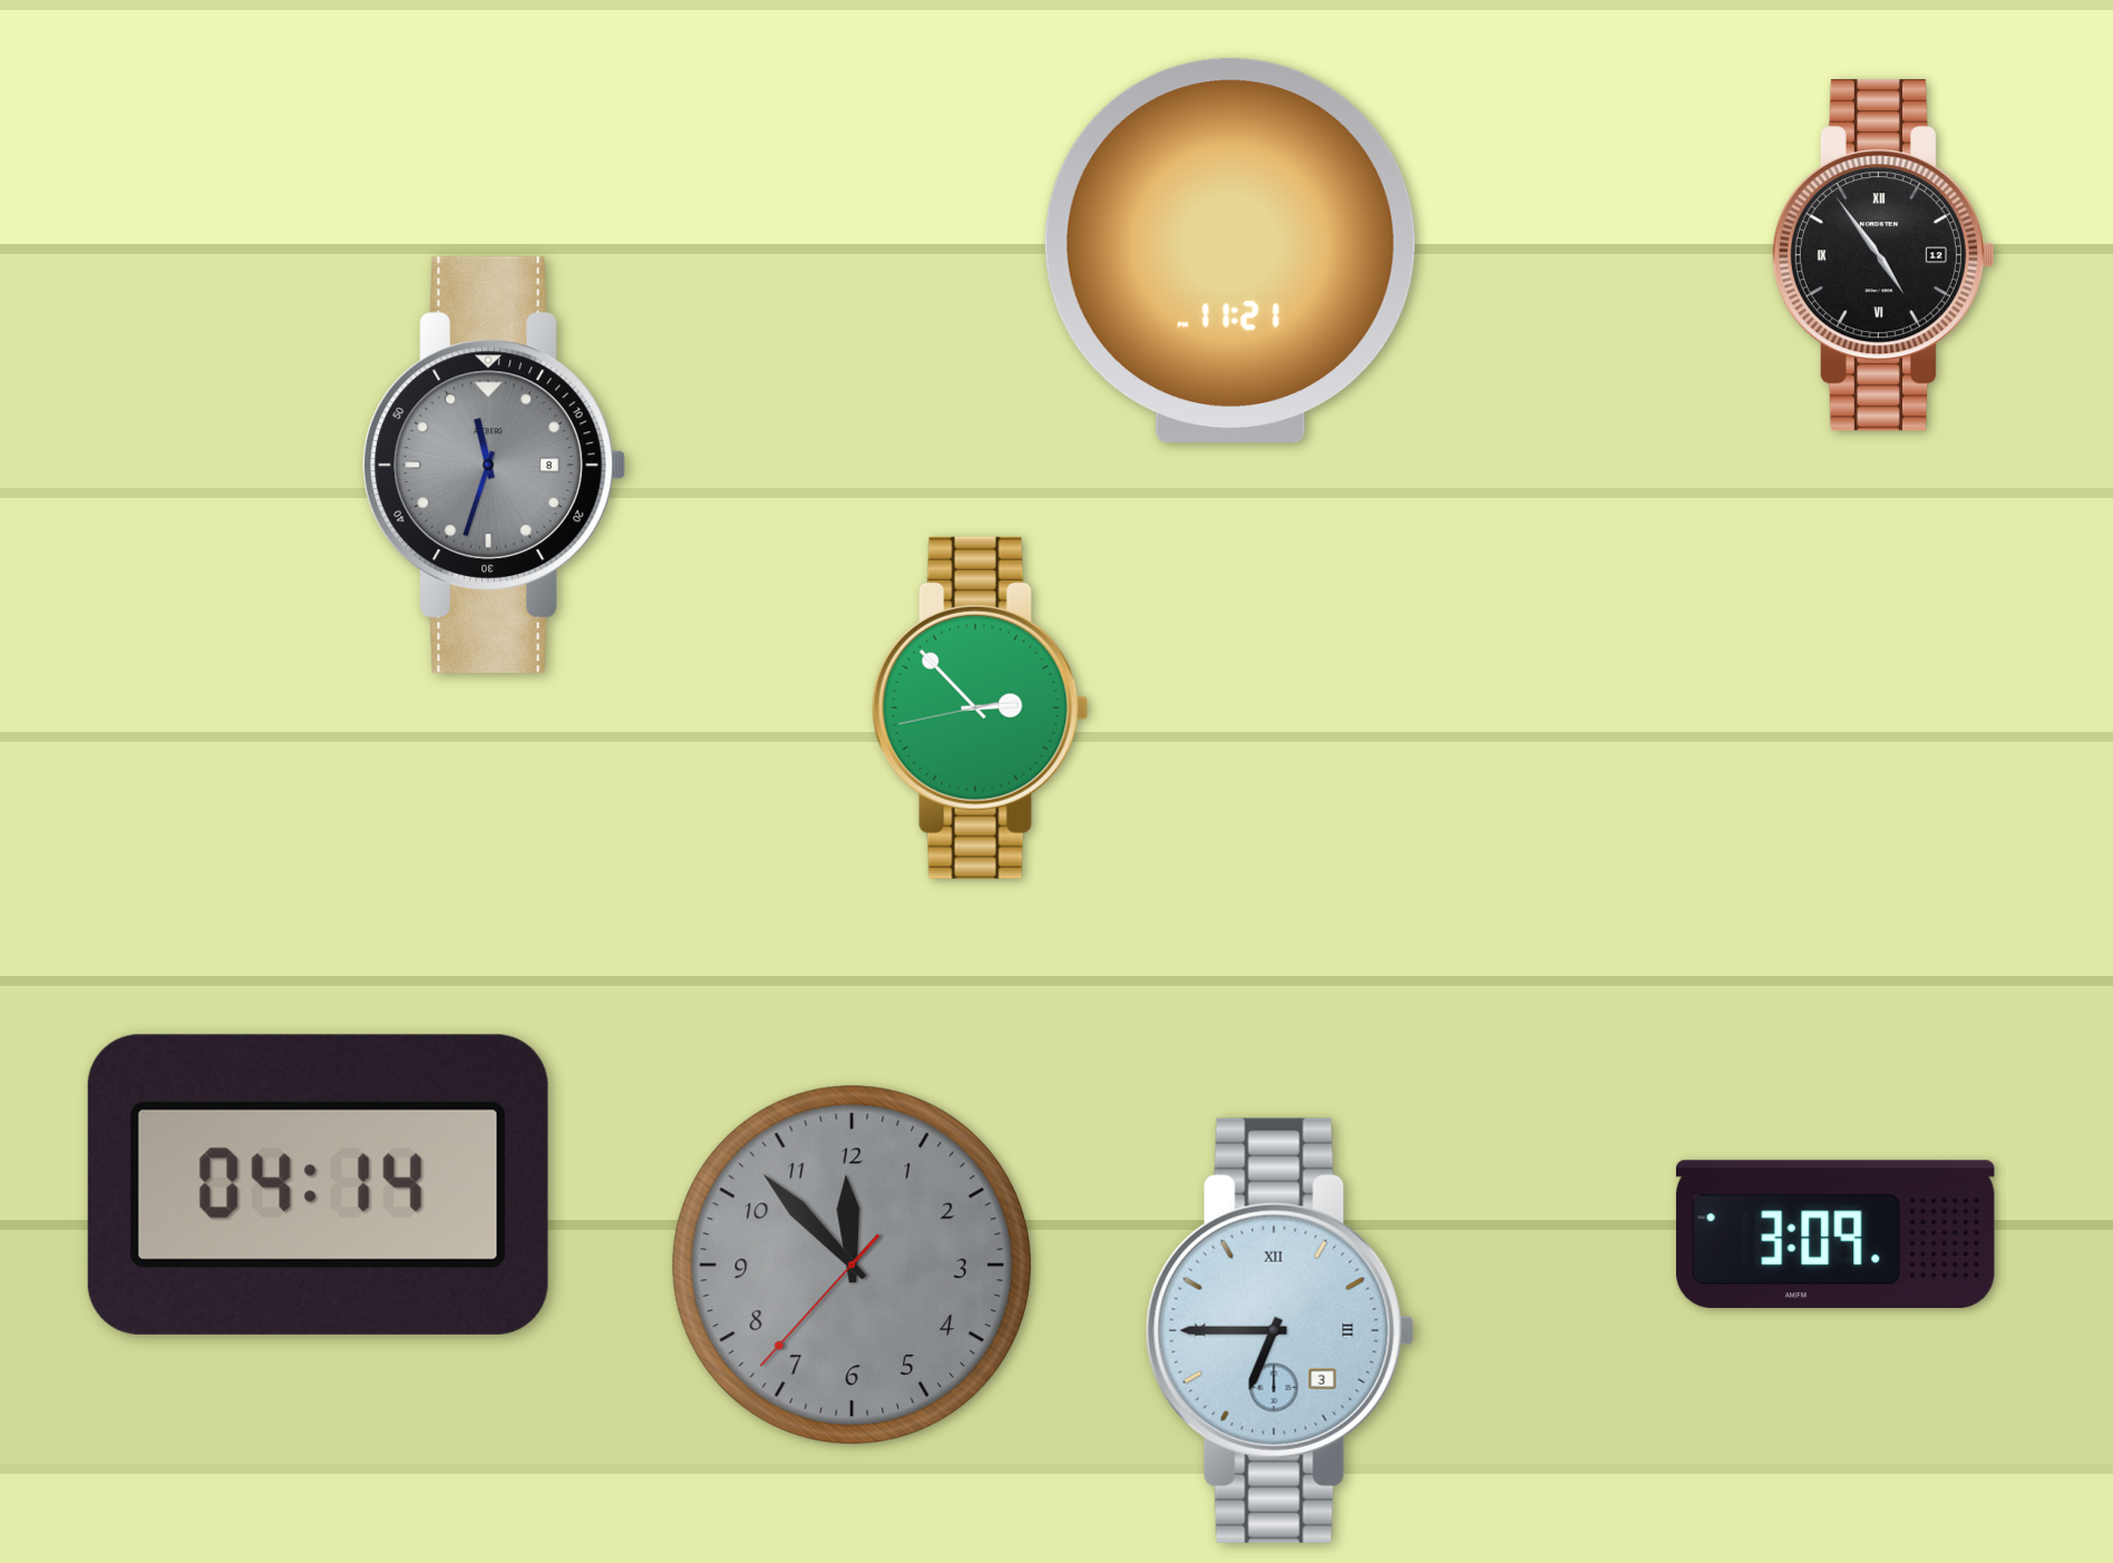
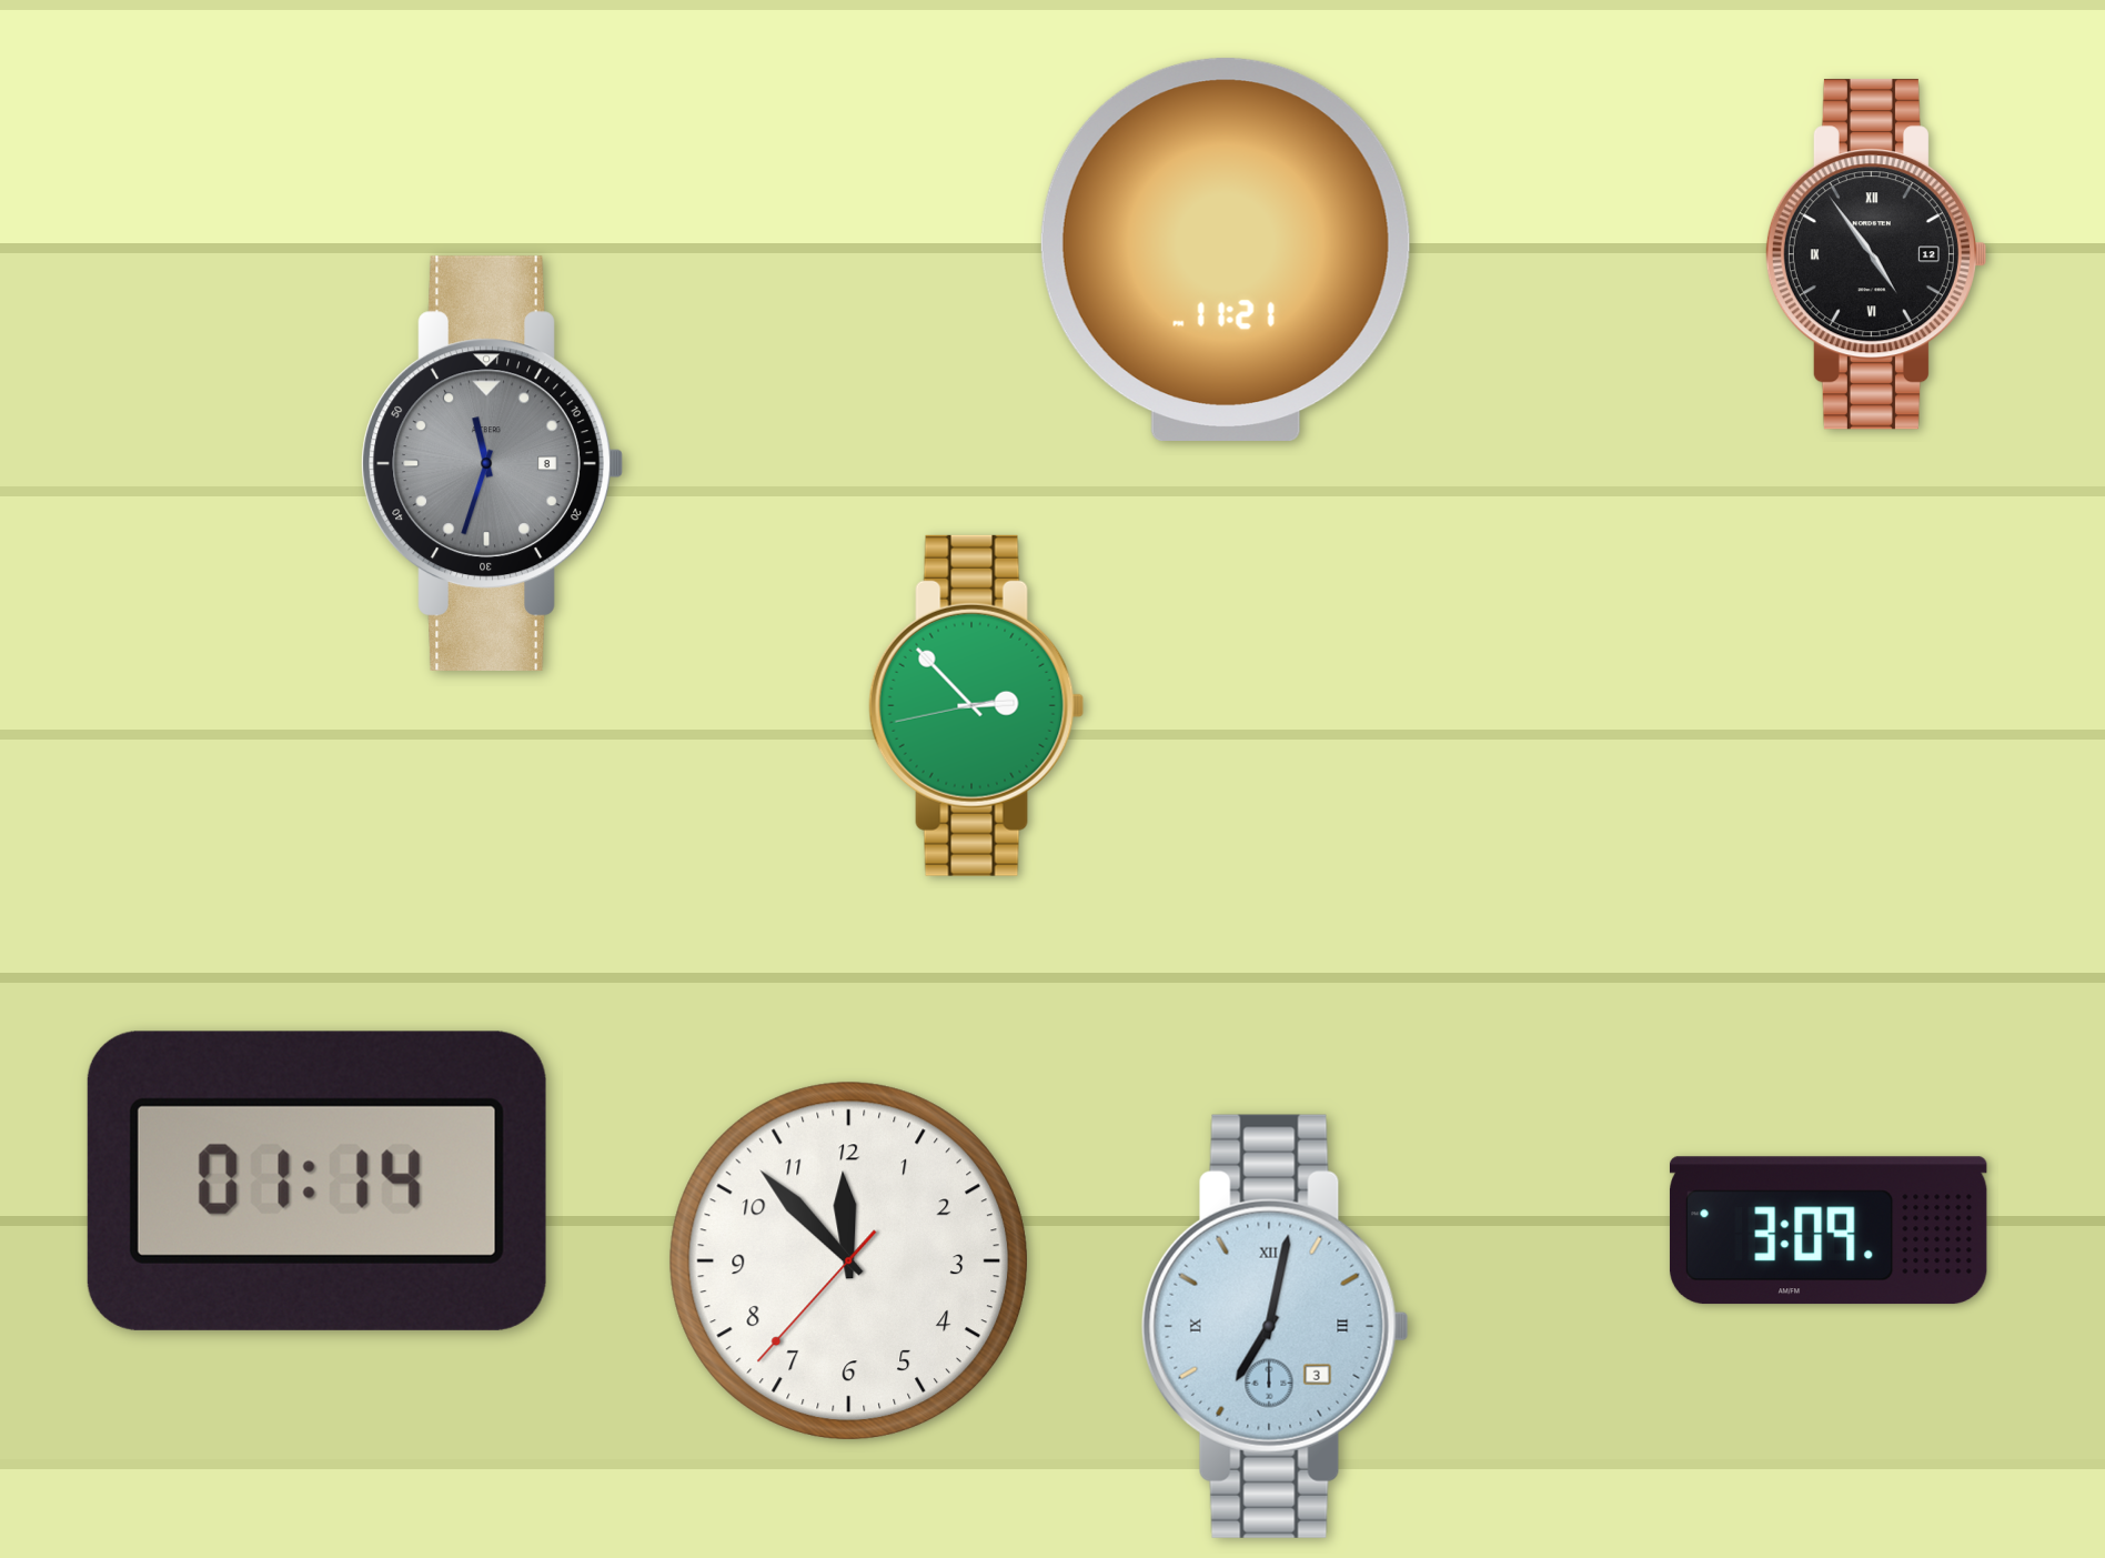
clock at (318, 1184): 04:14 -> 01:14
clock at (851, 1264) dial: grey -> white
clock at (1279, 1330): 6:45 -> 7:02
